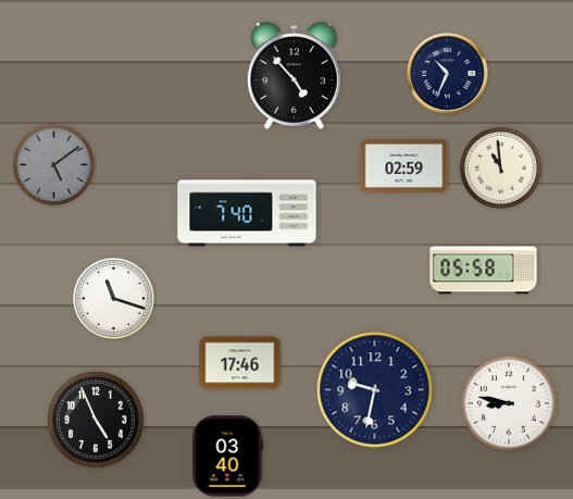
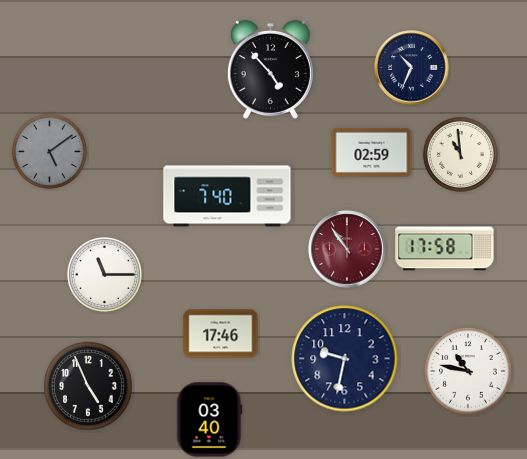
clock at (347, 249): none -> 10:54
clock at (484, 271): 05:58 -> 17:58
clock at (113, 298): 11:18 -> 11:15
clock at (509, 403): 8:47 -> 10:47
